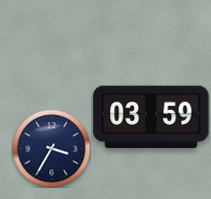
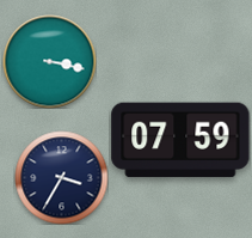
clock at (49, 61): none -> 3:17
clock at (151, 117): 03:59 -> 07:59
